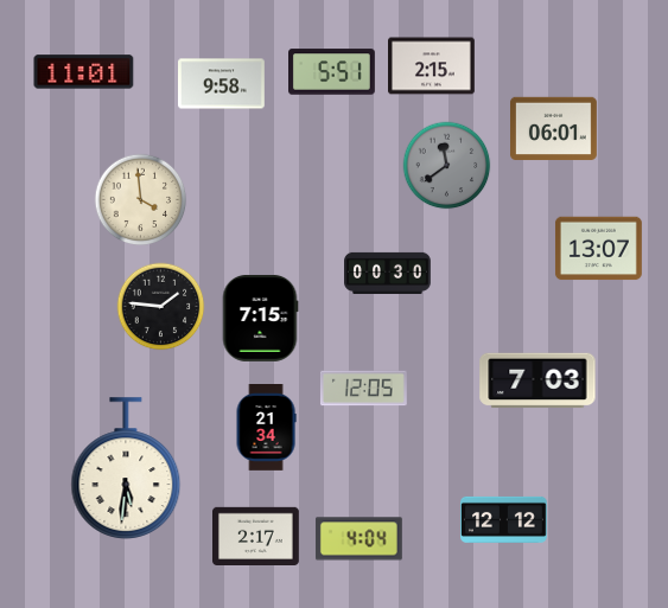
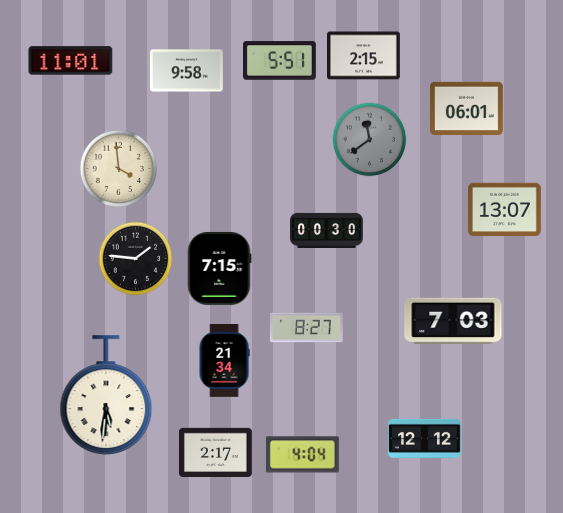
clock at (447, 166) position: (447, 166) -> (370, 140)
clock at (364, 389): 12:05 -> 8:27
